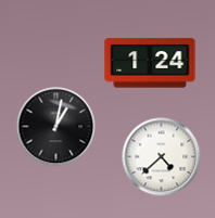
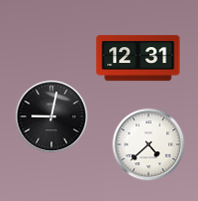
clock at (150, 63): 1:24 -> 12:31
clock at (56, 127): 1:02 -> 9:02
